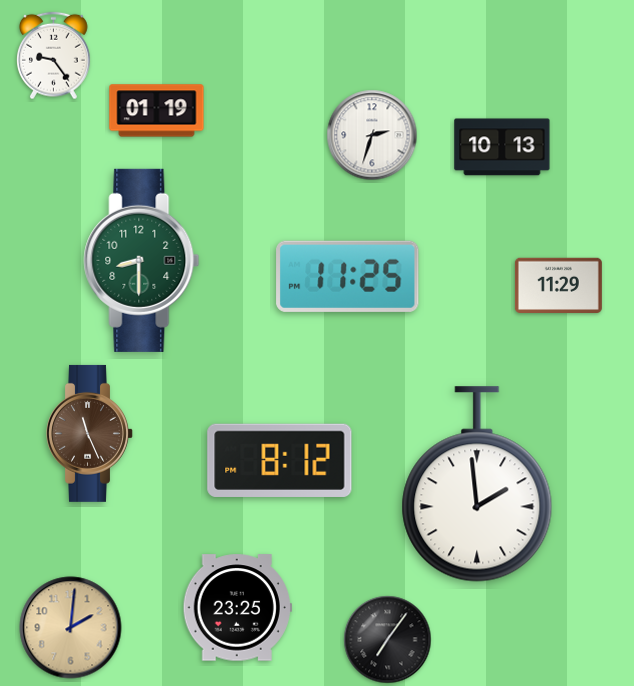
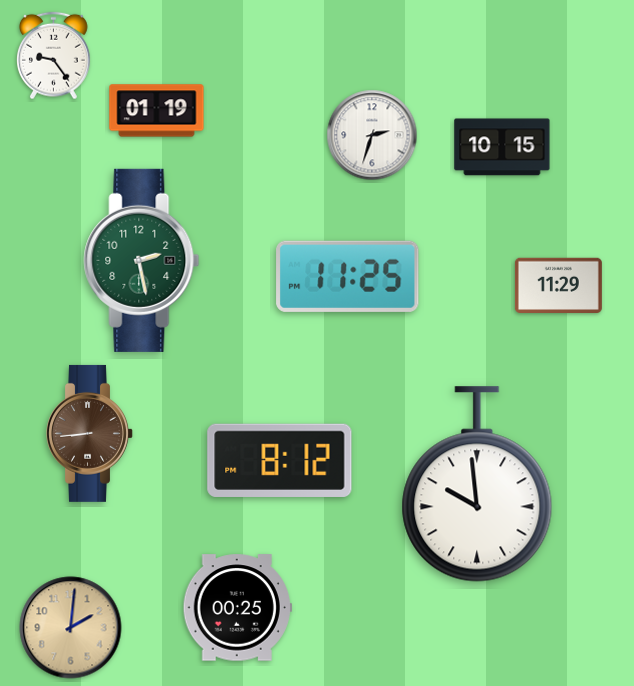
clock at (502, 147): 10:13 -> 10:15
clock at (142, 260): 8:30 -> 2:28
clock at (90, 433): 11:26 -> 8:44
clock at (477, 484): 1:59 -> 9:59
clock at (237, 608): 23:25 -> 00:25
clock at (388, 640): 7:06 -> none
